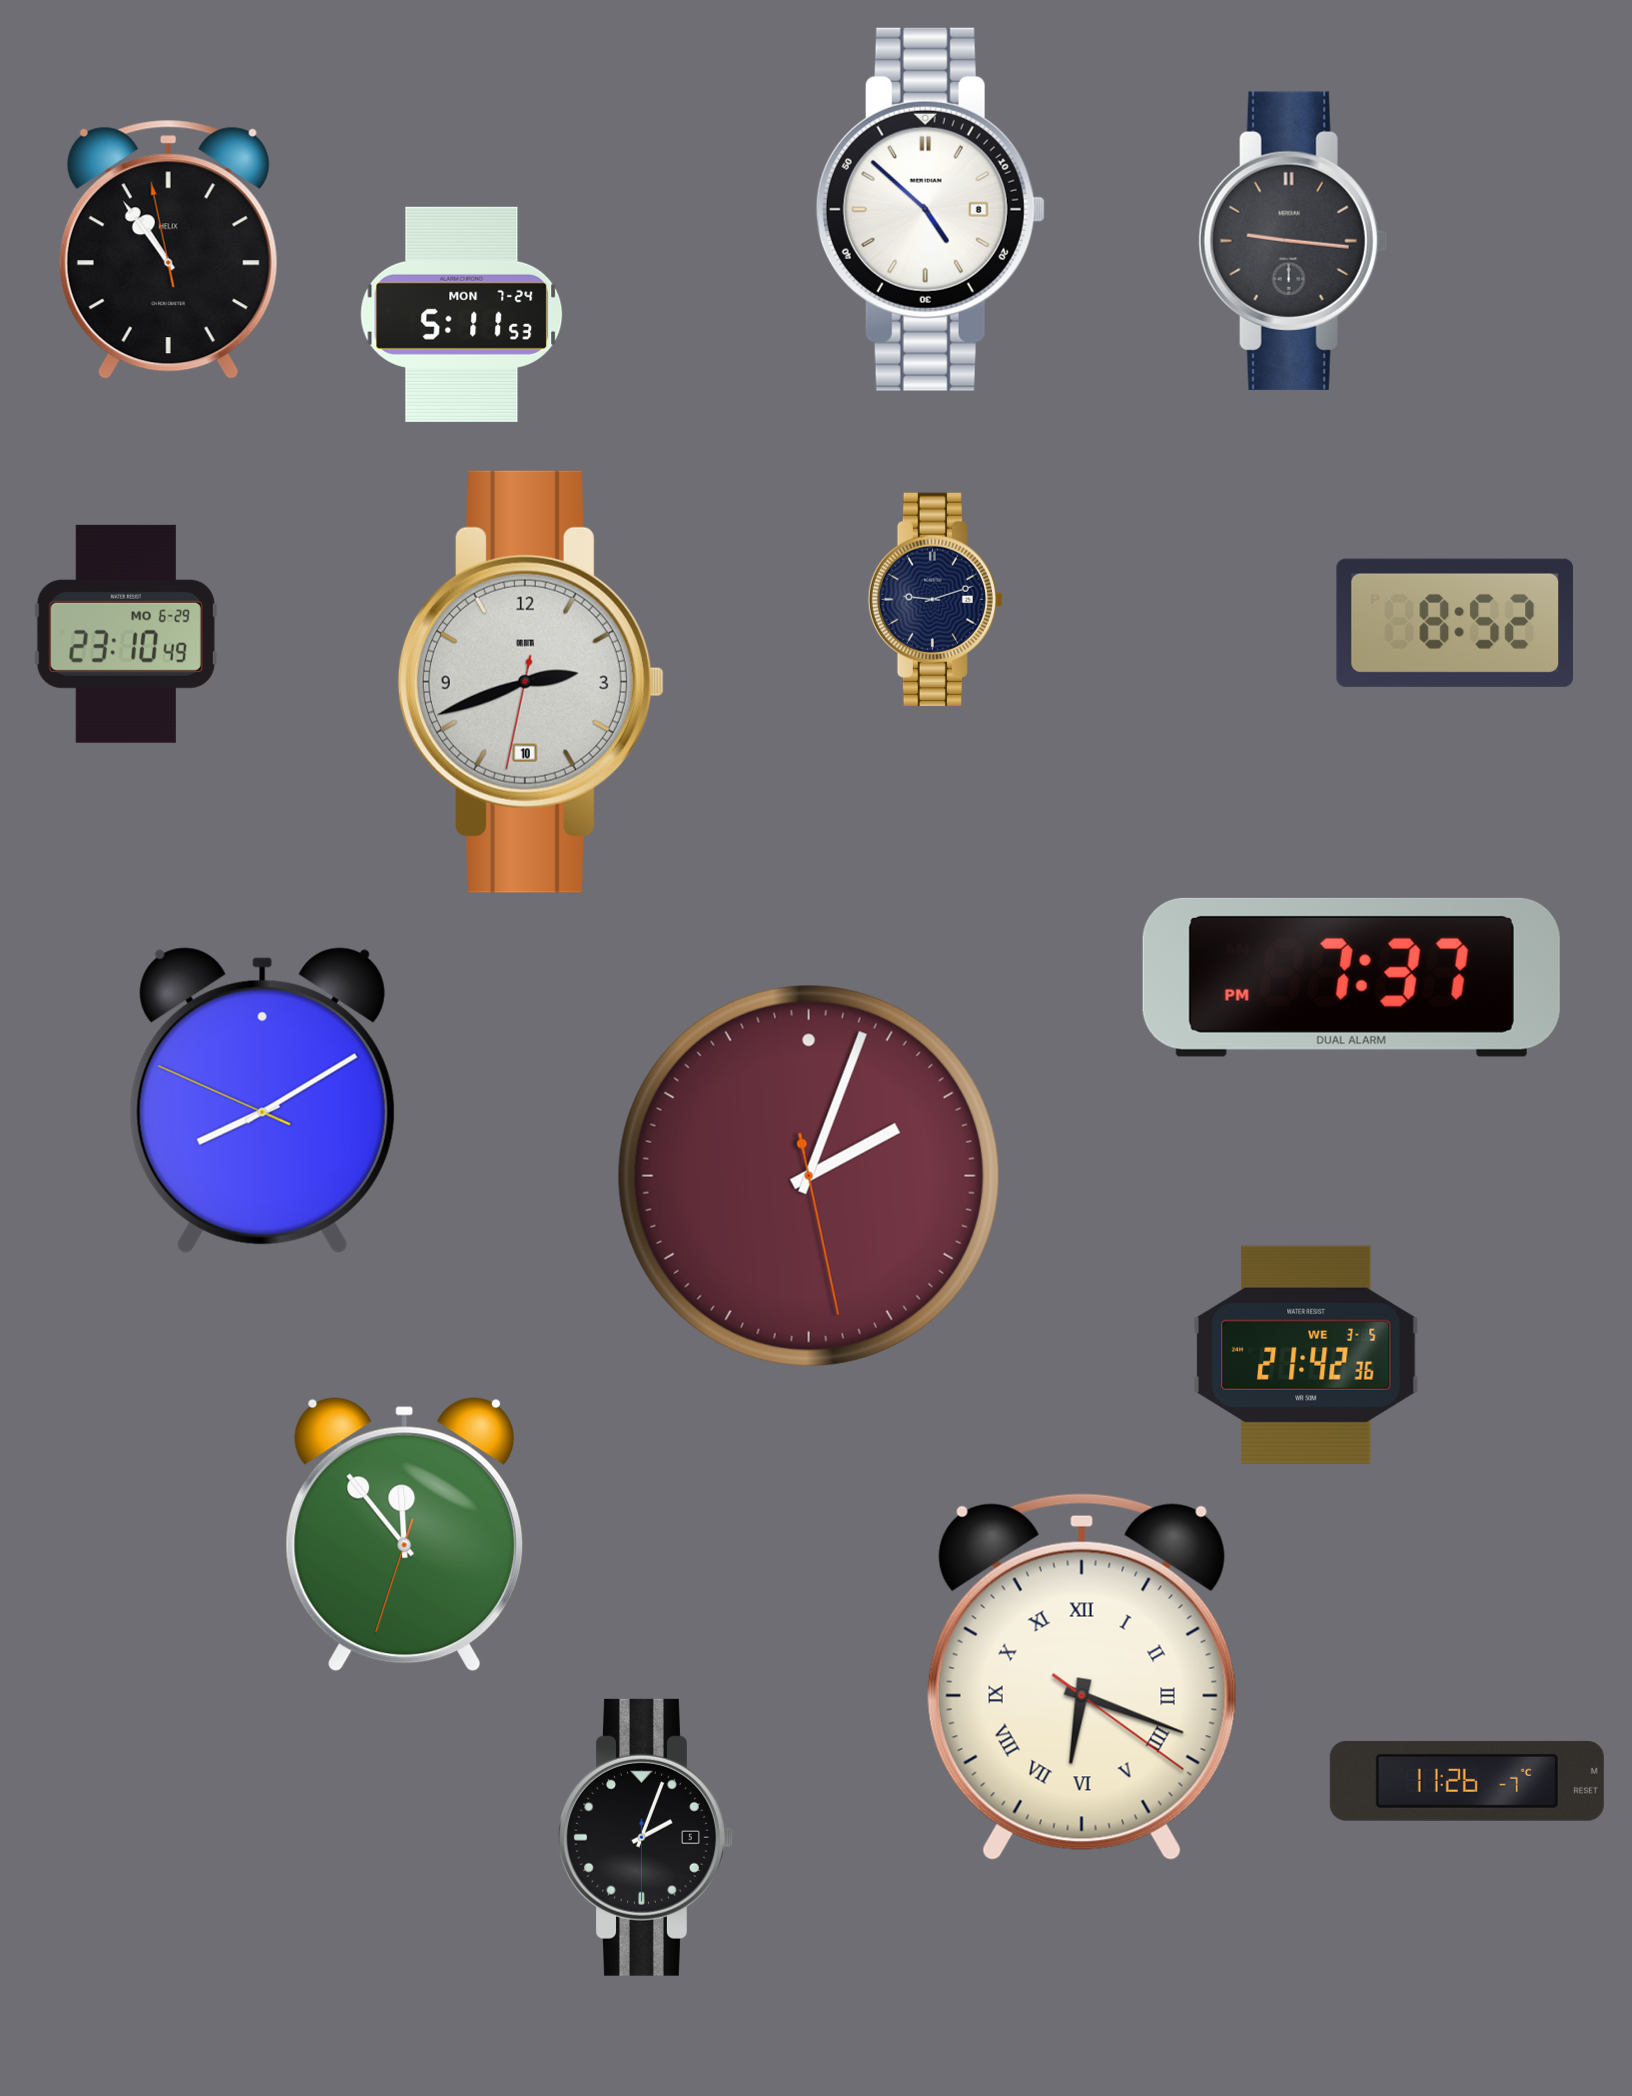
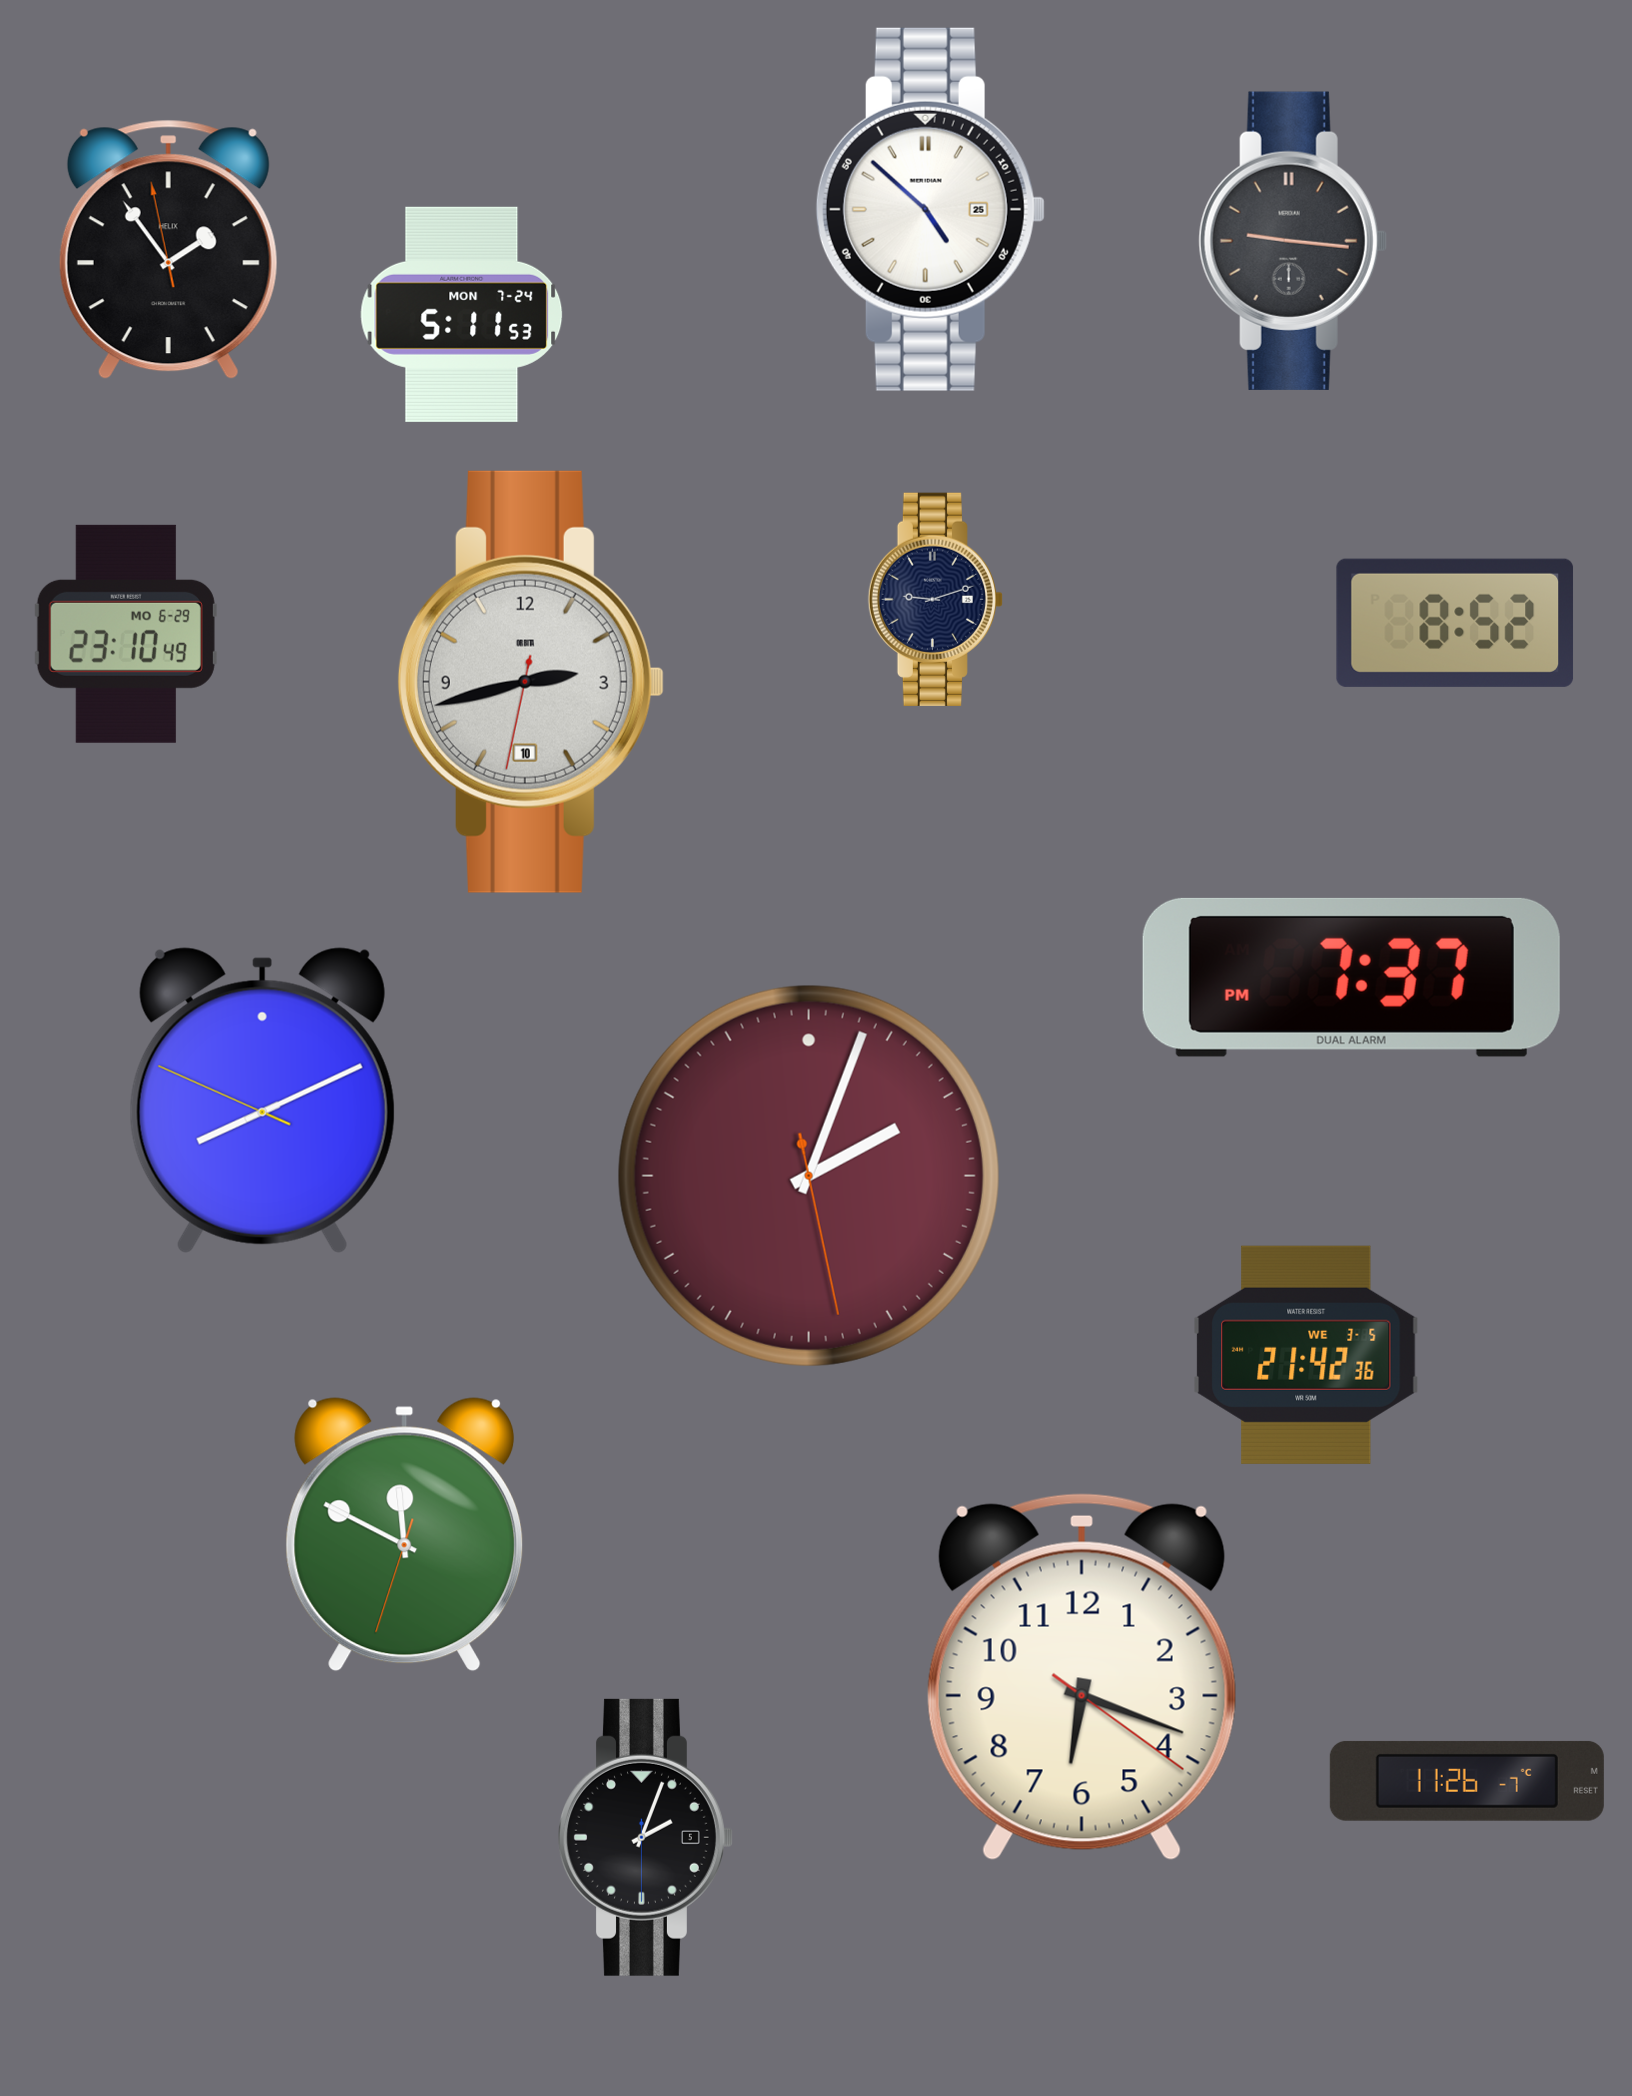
clock at (930, 209) date: 8 -> 25
clock at (168, 250): 10:53 -> 1:53
clock at (531, 682): 2:41 -> 2:42
clock at (262, 1100): 8:09 -> 8:10
clock at (405, 1535): 11:53 -> 11:49
clock at (1082, 1677) numerals: Roman -> Arabic
